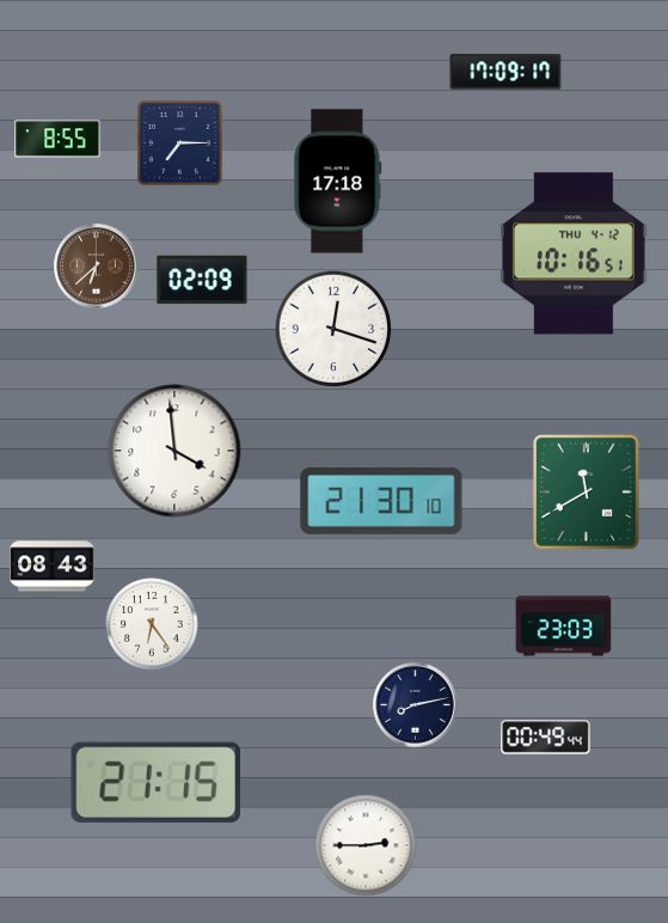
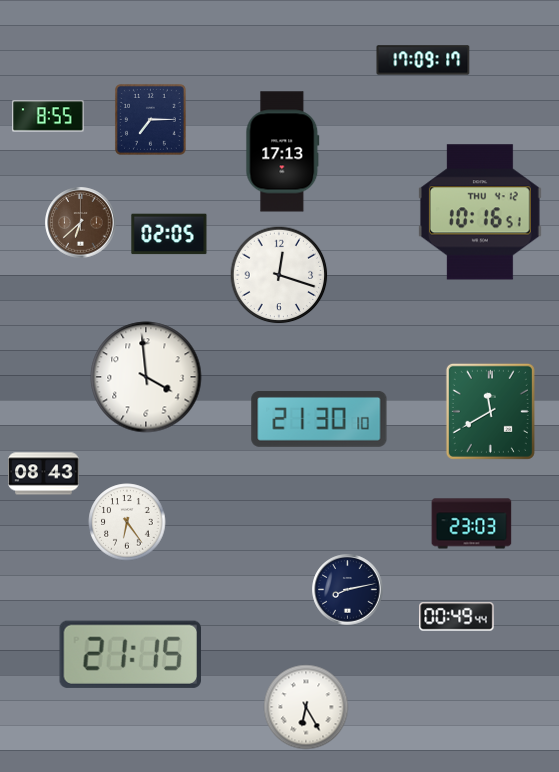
clock at (338, 182): 17:18 -> 17:13
clock at (202, 280): 02:09 -> 02:05
clock at (366, 845): 2:45 -> 6:25
